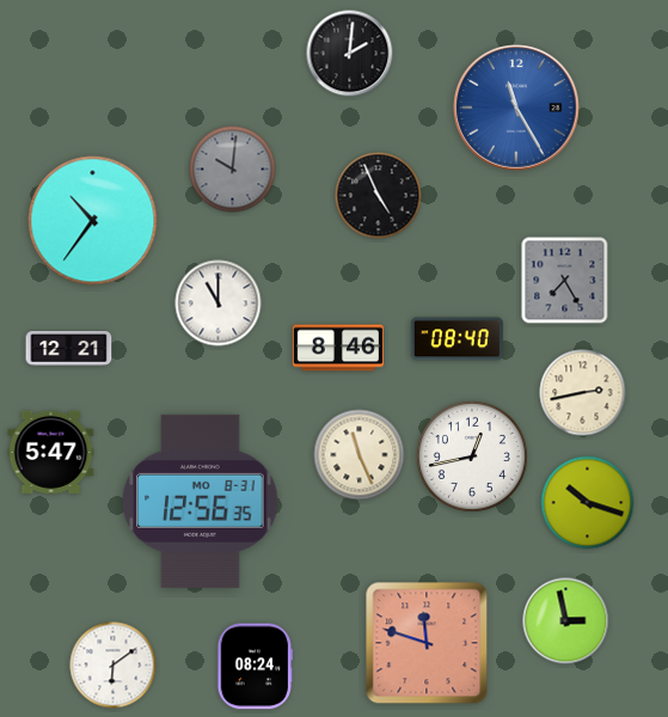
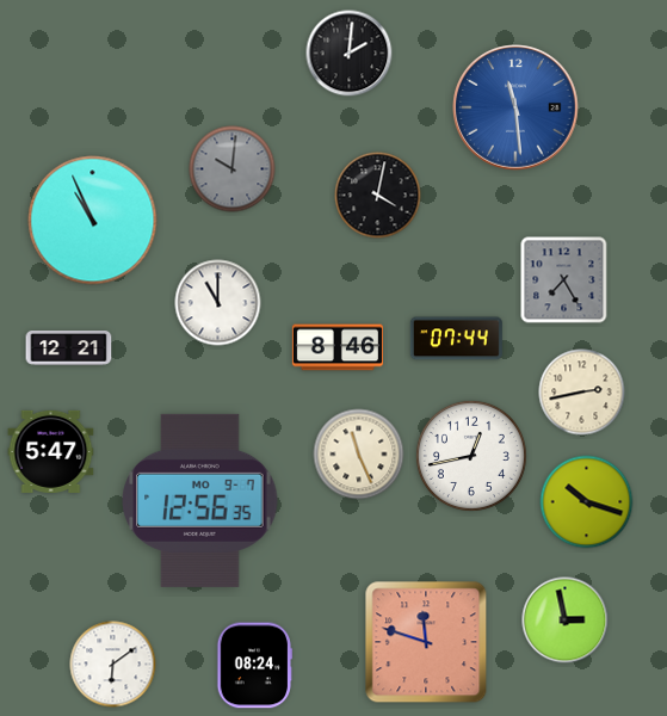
clock at (516, 108): 11:25 -> 11:29
clock at (379, 196): 4:56 -> 4:02
clock at (93, 221): 10:36 -> 10:56
clock at (456, 339): 08:40 -> 07:44
clock at (201, 501) date: MO 8-31 -> MO 9-7
